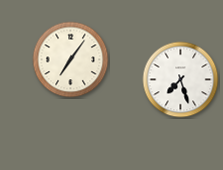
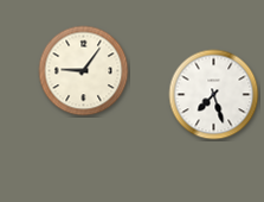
clock at (71, 60): 7:06 -> 9:06
